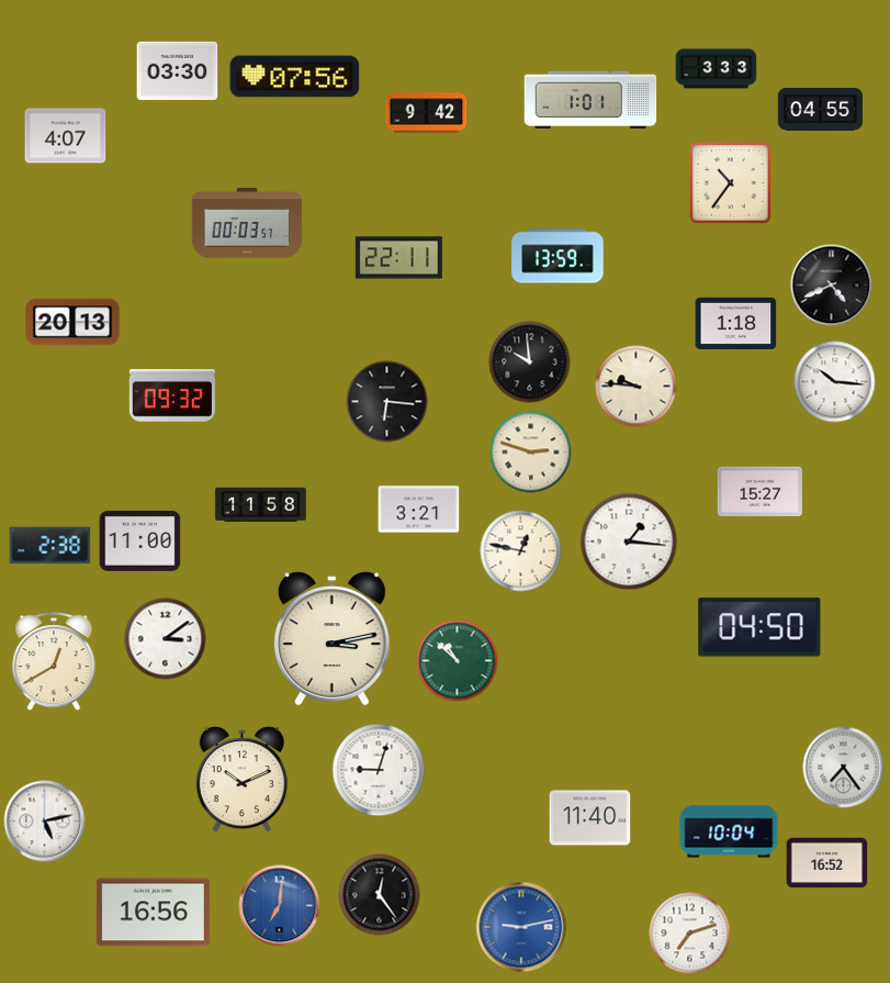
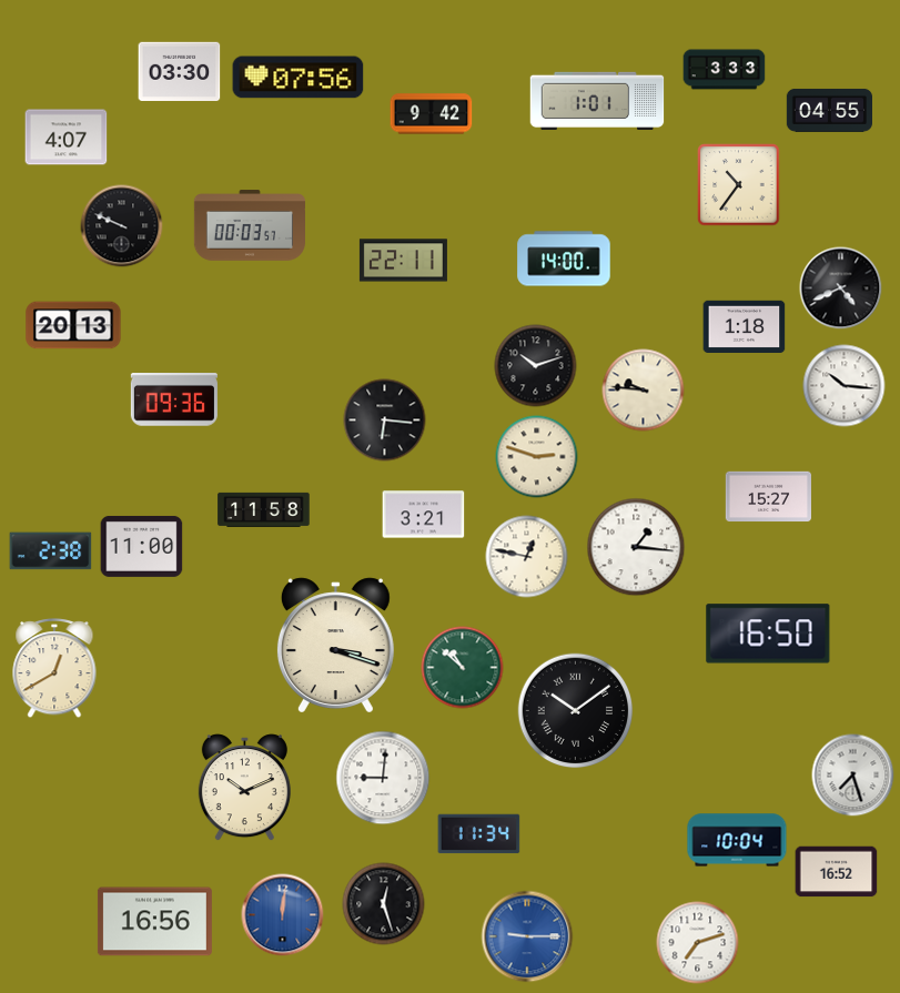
clock at (122, 226): none -> 9:49
clock at (557, 256): 13:59 -> 14:00
clock at (530, 362): 9:59 -> 10:12
clock at (172, 395): 09:32 -> 09:36
clock at (387, 402) position: (387, 402) -> (385, 420)
clock at (759, 627): 04:50 -> 16:50
clock at (166, 639): 3:09 -> none
clock at (331, 639): 3:13 -> 3:18
clock at (576, 711): none -> 10:09
clock at (844, 768): 7:24 -> 7:27
clock at (379, 770): 9:03 -> 9:01
clock at (590, 818): 11:40 -> none
clock at (45, 822): 5:13 -> none
clock at (479, 834): none -> 11:34
clock at (380, 895): 12:24 -> 12:27
clock at (280, 906): 7:01 -> 12:01
clock at (521, 927): 9:13 -> 9:15
